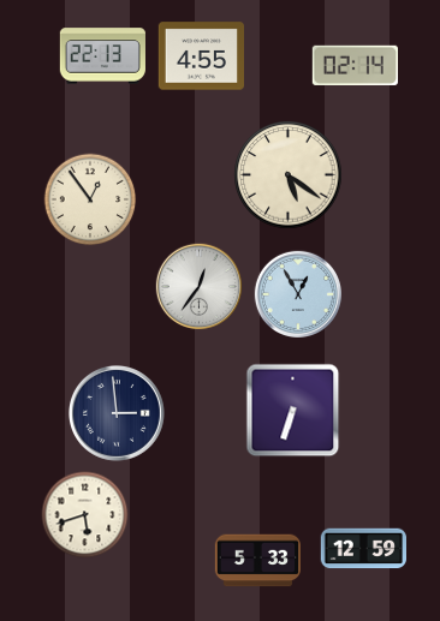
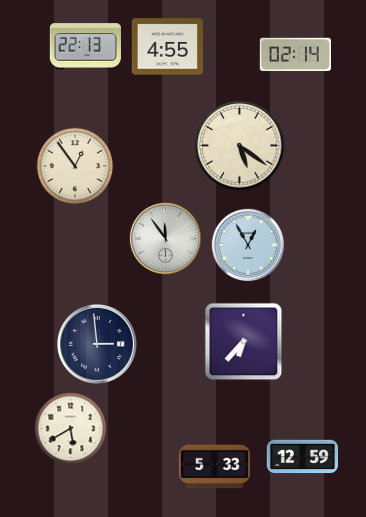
clock at (200, 287): 12:36 -> 11:54
clock at (293, 411): 6:33 -> 6:37
clock at (85, 515): 5:42 -> 5:40
